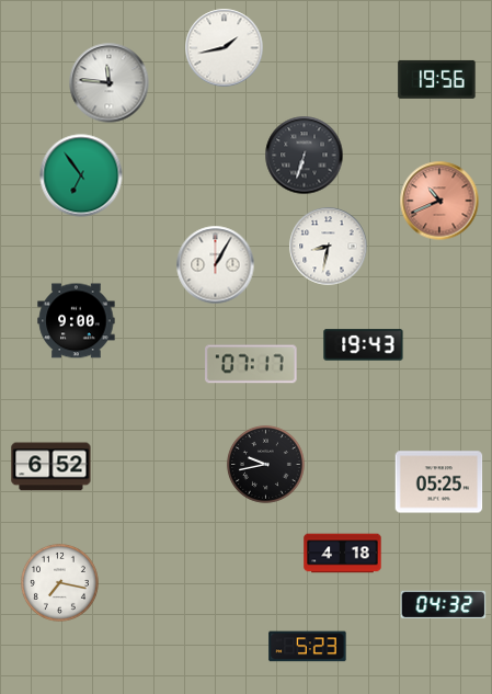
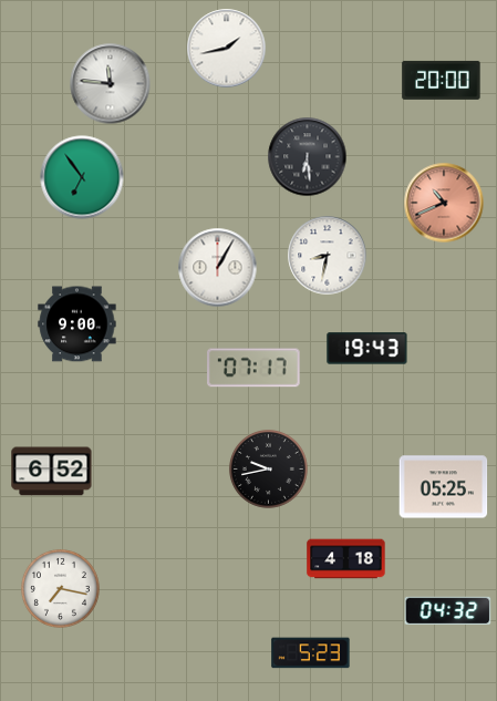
clock at (437, 79): 19:56 -> 20:00
clock at (305, 156): 6:33 -> 6:29
clock at (329, 247) position: (329, 247) -> (328, 256)
